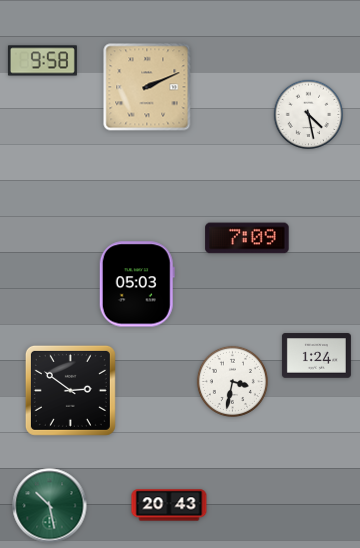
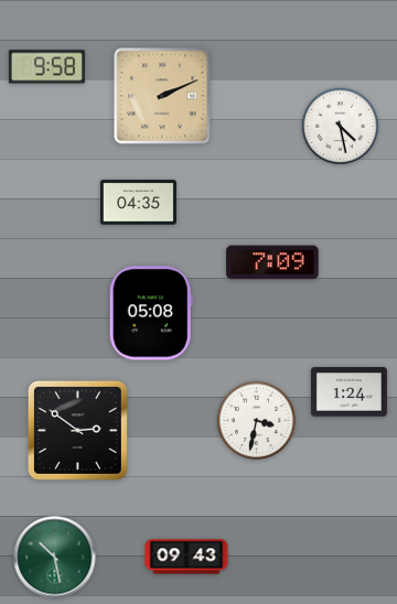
clock at (138, 203): none -> 04:35
clock at (137, 284): 05:03 -> 05:08
clock at (169, 505): 20:43 -> 09:43
